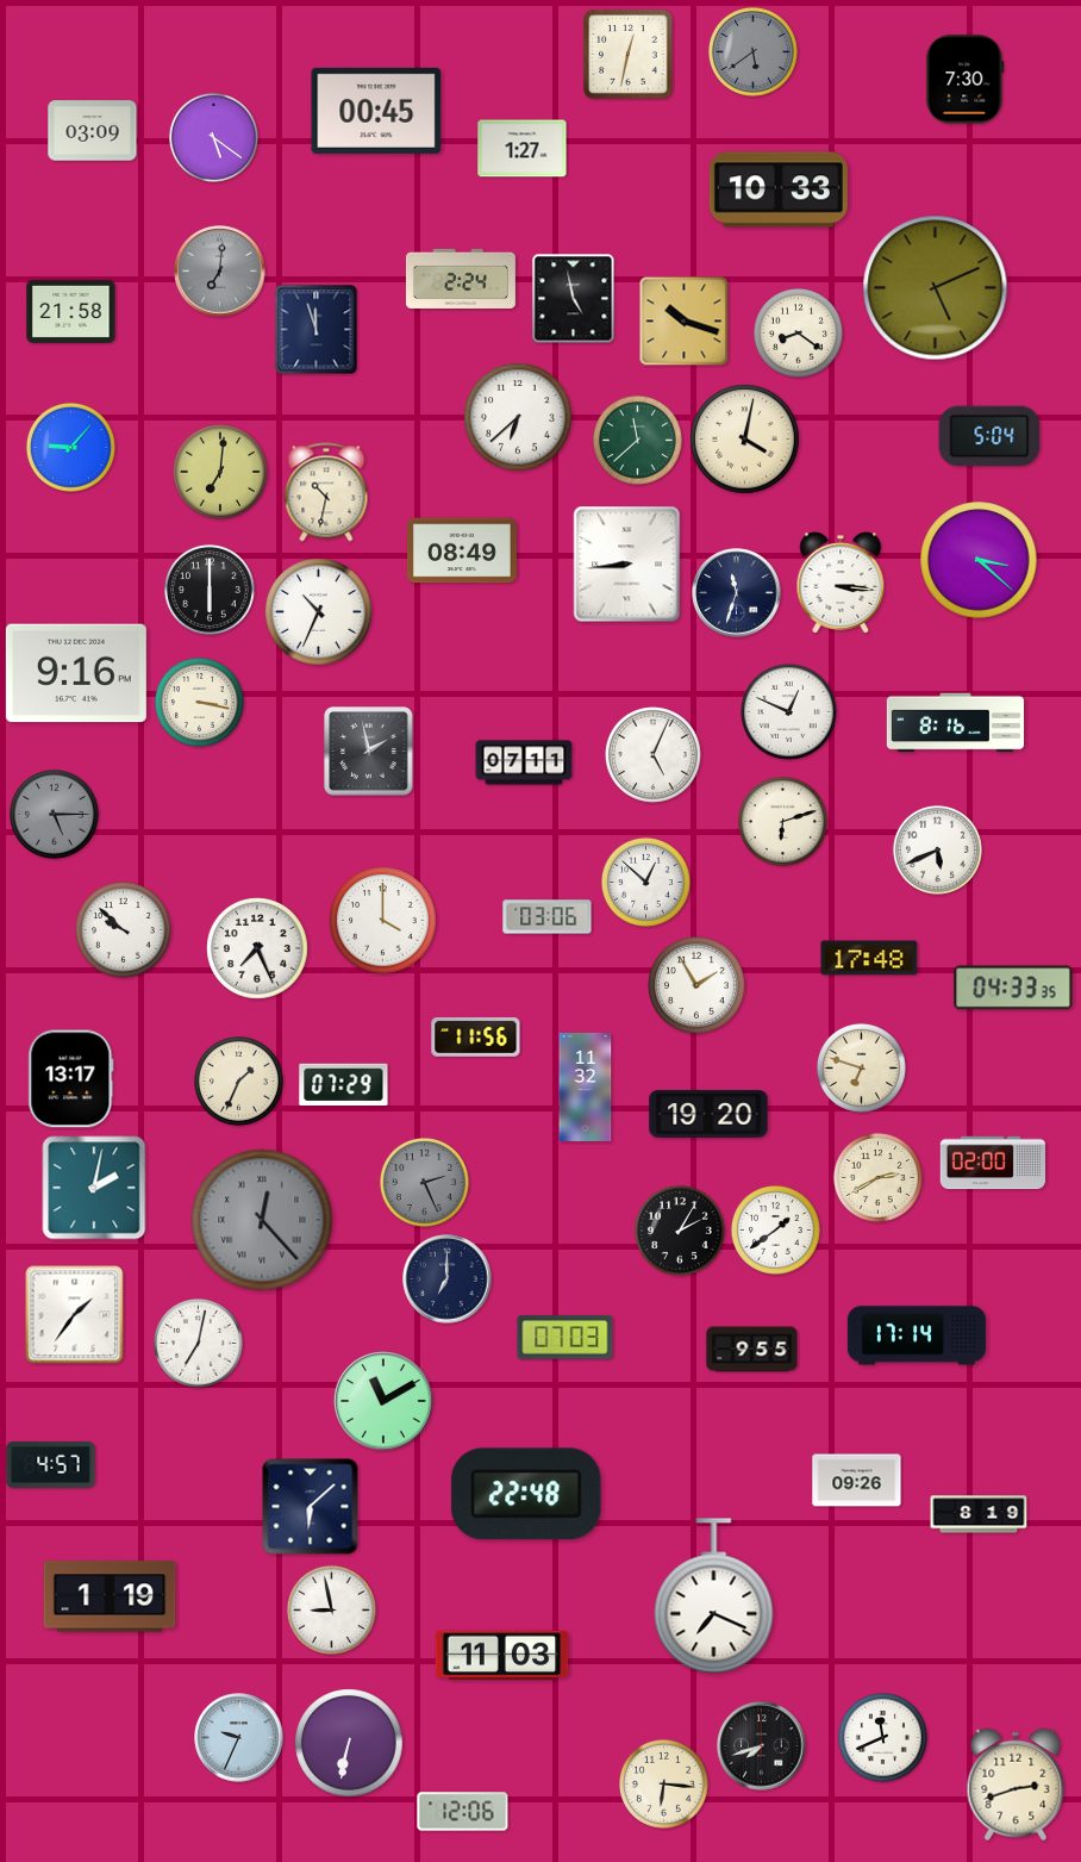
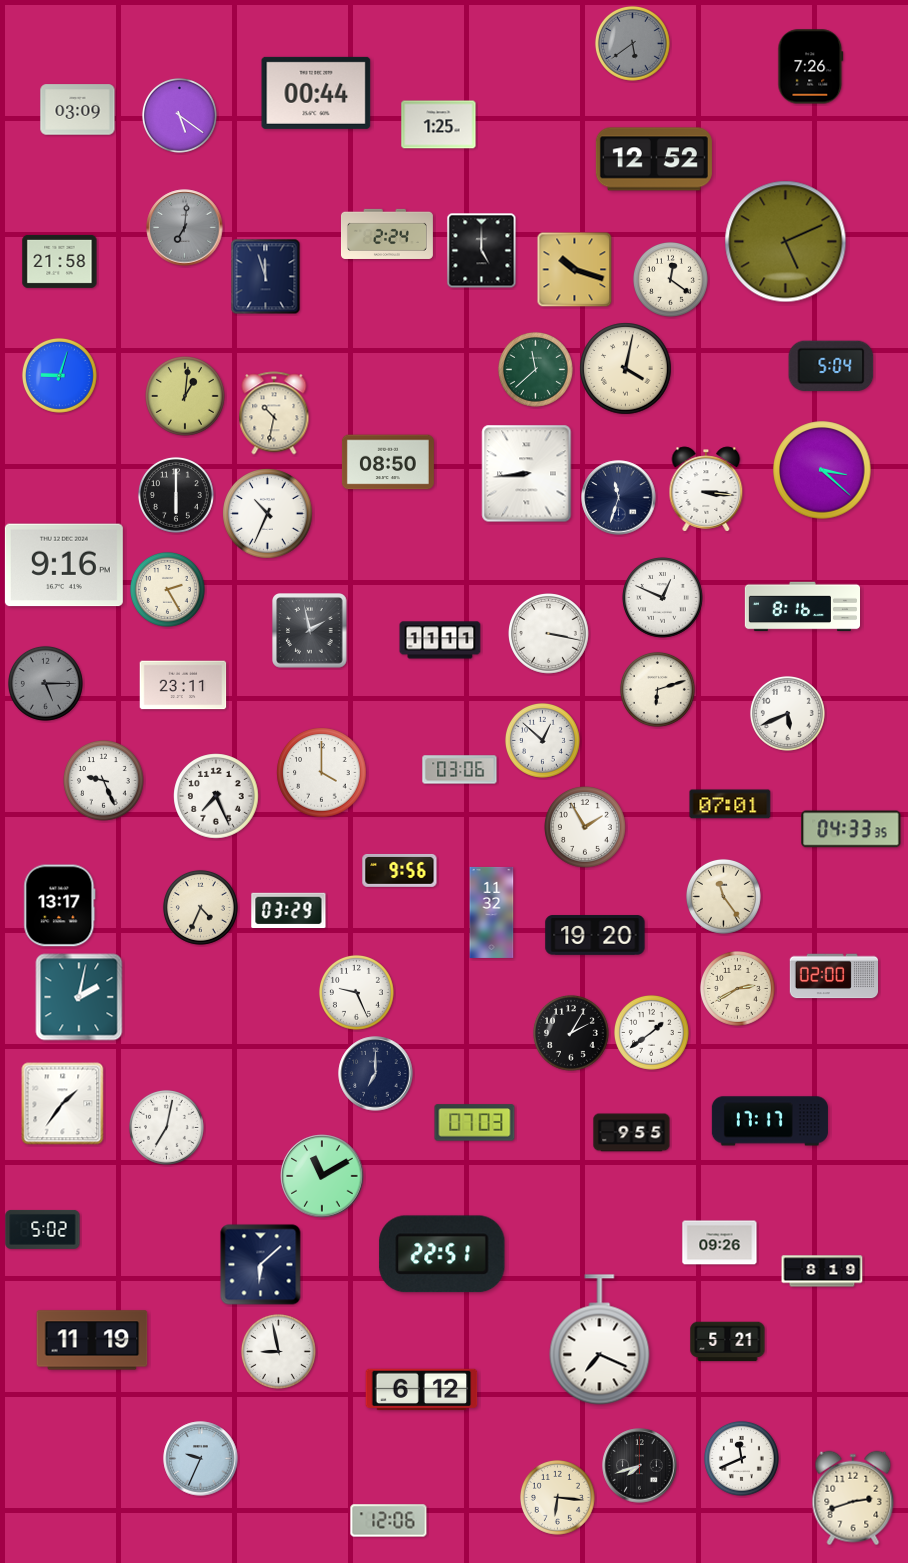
clock at (629, 55): 12:32 -> none
clock at (966, 80): 7:30 -> 7:26
clock at (376, 111): 00:45 -> 00:44
clock at (523, 149): 1:27 -> 1:25
clock at (779, 189): 10:33 -> 12:52
clock at (574, 299): 4:58 -> 5:00
clock at (798, 332): 8:21 -> 12:21
clock at (518, 417): 6:38 -> none
clock at (70, 447): 9:07 -> 9:03
clock at (221, 473): 7:01 -> 1:01
clock at (462, 550): 08:49 -> 08:50
clock at (199, 702): 3:17 -> 2:25
clock at (654, 755): 5:04 -> 3:17
clock at (524, 762): 07:11 -> 11:11
clock at (183, 685): none -> 23:11
clock at (124, 930): 9:52 -> 9:26
clock at (869, 958): 17:48 -> 07:01
clock at (476, 1036): 11:56 -> 9:56
clock at (861, 1067): 6:48 -> 11:24
clock at (238, 1081): 1:34 -> 4:34
clock at (344, 1085): 07:29 -> 03:29
clock at (424, 1182): 2:26 -> 9:26
clock at (424, 1182) dial: grey -> white
clock at (262, 1220): 12:23 -> none
clock at (917, 1335): 17:14 -> 17:17
clock at (51, 1464): 4:57 -> 5:02
clock at (526, 1494): 22:48 -> 22:51
clock at (110, 1596): 1:19 -> 11:19
clock at (728, 1342): none -> 5:21
clock at (502, 1656): 11:03 -> 6:12
clock at (349, 1743): 6:32 -> none
